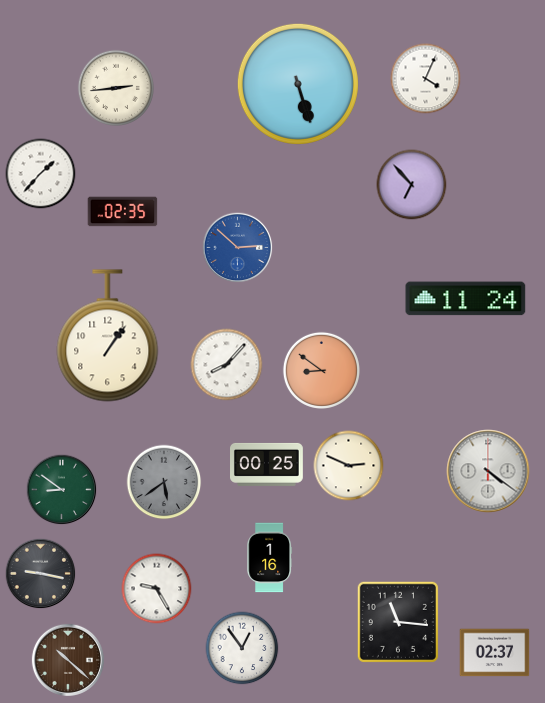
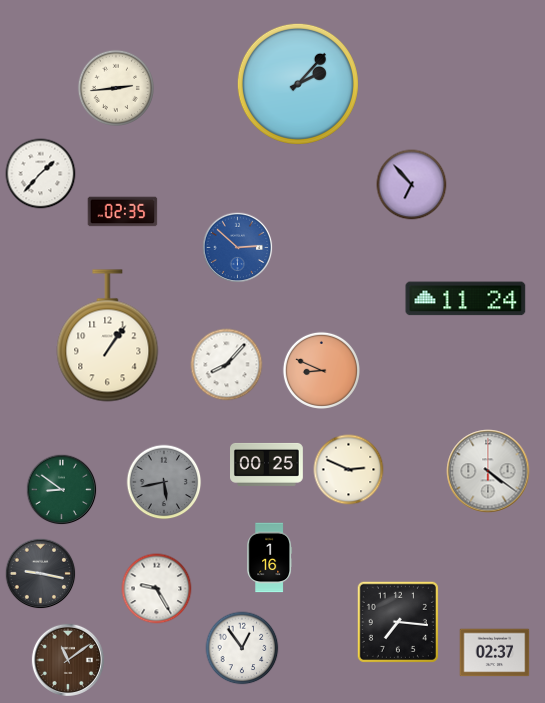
clock at (426, 79): 4:04 -> none
clock at (298, 84): 5:27 -> 2:07
clock at (321, 370): 8:51 -> 8:49
clock at (349, 466) position: (349, 466) -> (349, 470)
clock at (164, 482): 5:39 -> 5:43
clock at (398, 622): 11:16 -> 7:16
clock at (68, 660): 10:22 -> 11:09
